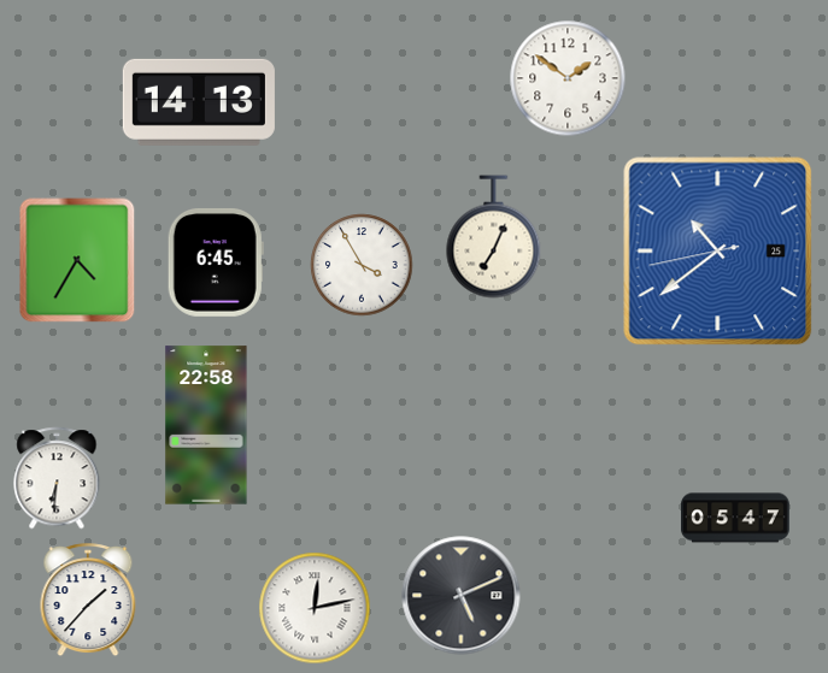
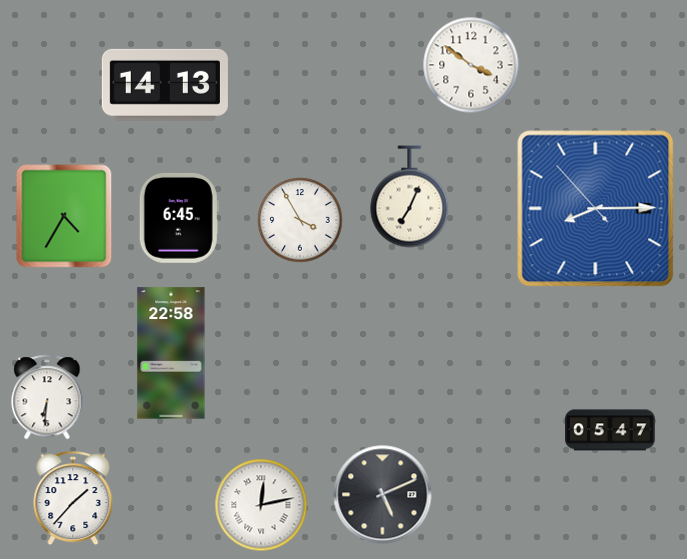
clock at (568, 78): 1:51 -> 3:51
clock at (718, 252): 10:38 -> 8:14
